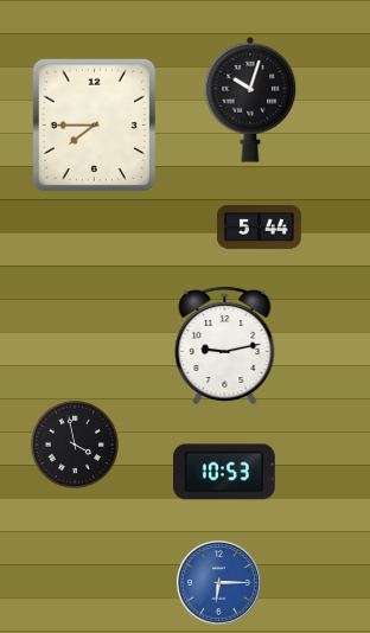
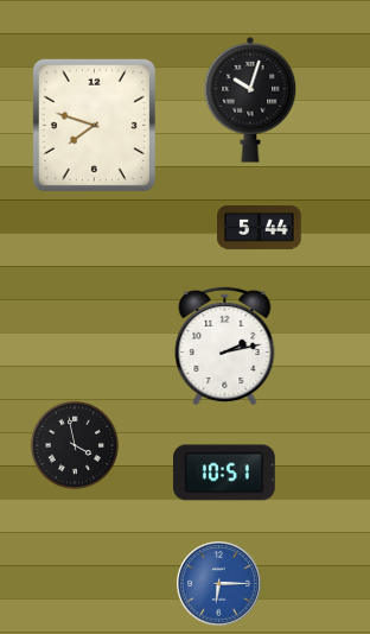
clock at (94, 124): 7:45 -> 7:48
clock at (225, 344): 9:13 -> 2:13
clock at (224, 472): 10:53 -> 10:51
